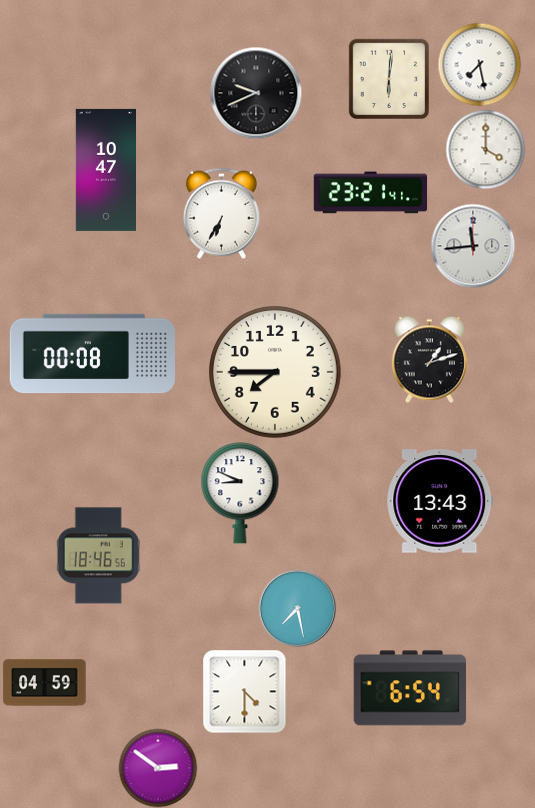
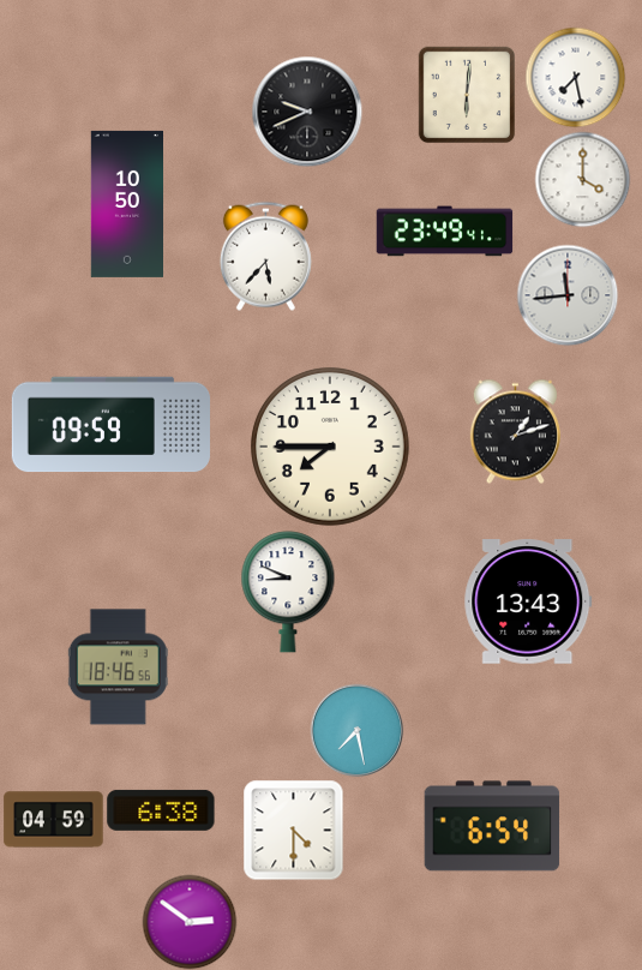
clock at (105, 170): 10:47 -> 10:50
clock at (371, 193): 23:21 -> 23:49
clock at (221, 213): 6:35 -> 5:37
clock at (92, 354): 00:08 -> 09:59
clock at (161, 810): none -> 6:38
